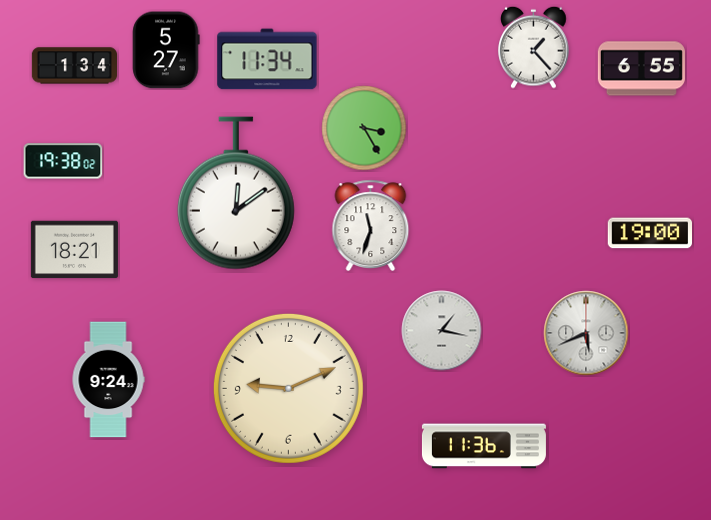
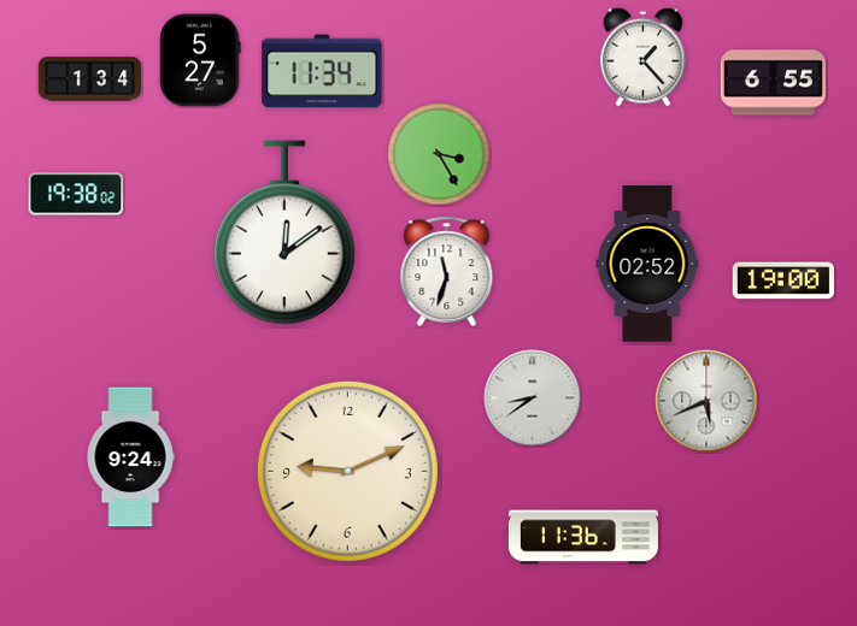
clock at (647, 264): none -> 02:52
clock at (74, 250): 18:21 -> none
clock at (442, 331): 1:17 -> 8:39
clock at (288, 388) position: (288, 388) -> (347, 471)
